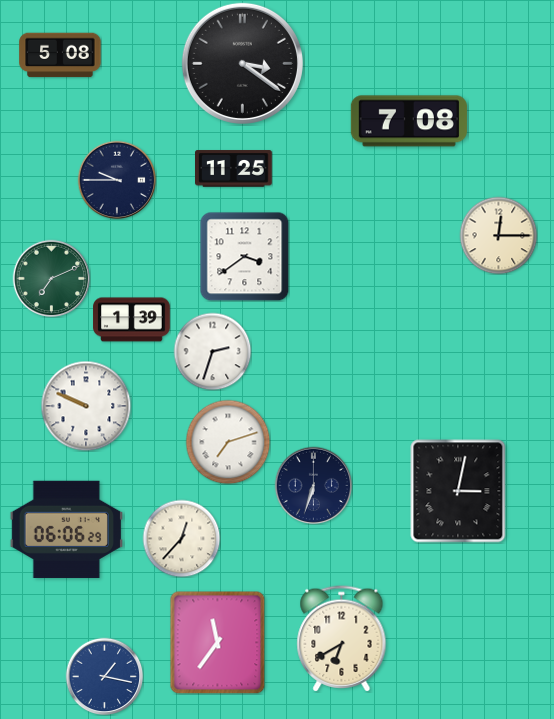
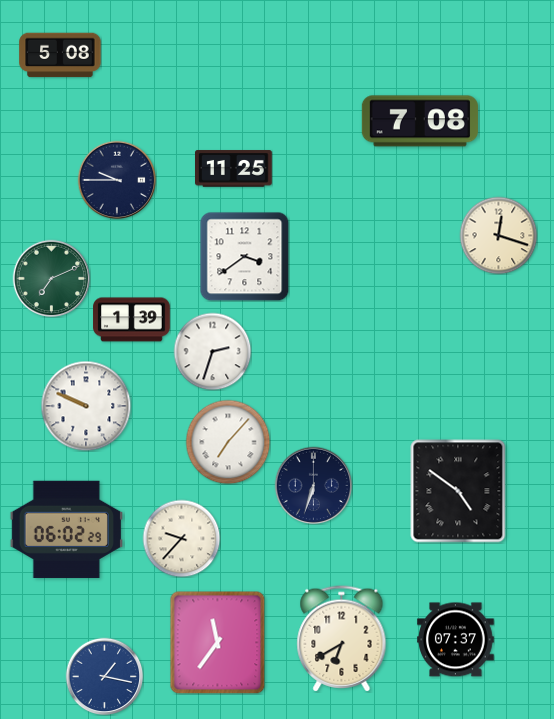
clock at (242, 63): 3:21 -> none
clock at (409, 121) position: (409, 121) -> (420, 121)
clock at (498, 235): 12:15 -> 12:18
clock at (228, 442): 7:12 -> 7:07
clock at (458, 491): 3:02 -> 4:51
clock at (66, 529): 06:06 -> 06:02
clock at (181, 538): 12:37 -> 9:37
clock at (456, 640): none -> 07:37
